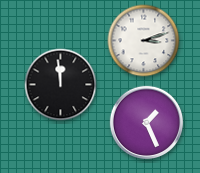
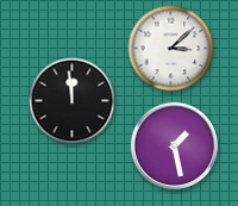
clock at (144, 41): 3:12 -> 3:08
clock at (147, 123): 1:26 -> 1:28
